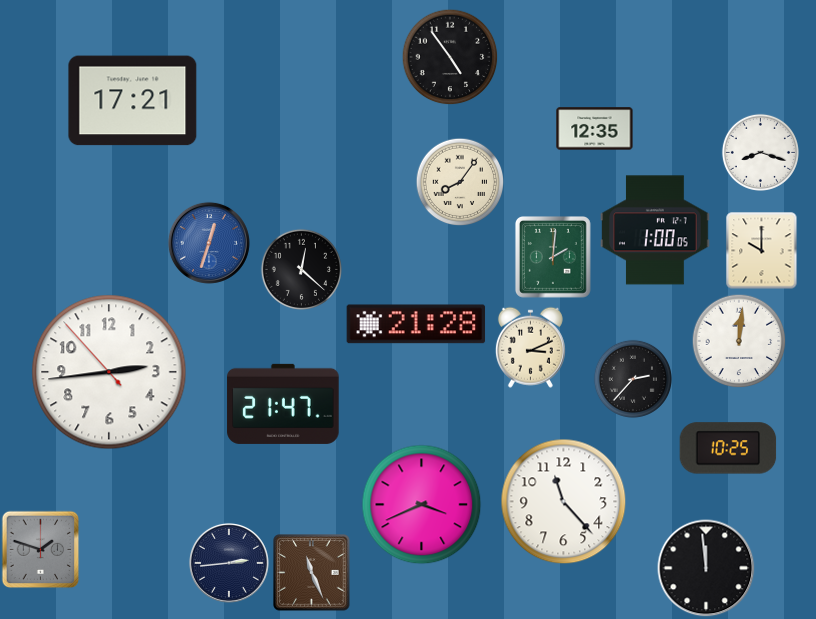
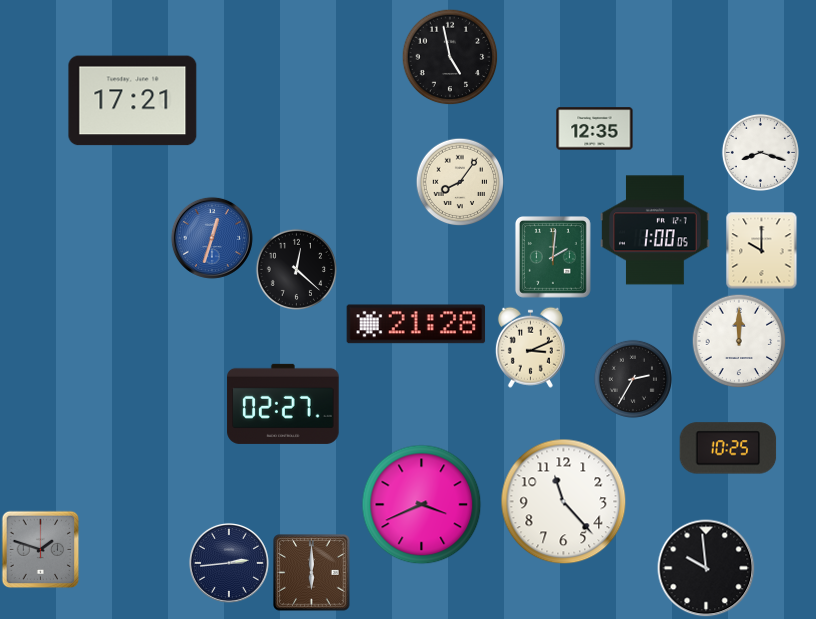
clock at (450, 57): 4:54 -> 4:58
clock at (209, 243) position: (209, 243) -> (212, 238)
clock at (301, 269) position: (301, 269) -> (296, 269)
clock at (739, 341): 12:01 -> 12:00
clock at (109, 372): 2:43 -> none
clock at (633, 379): 2:37 -> 2:35
clock at (283, 404): 21:47 -> 02:27
clock at (706, 568): 11:59 -> 9:59
clock at (312, 573): 11:26 -> 6:00
